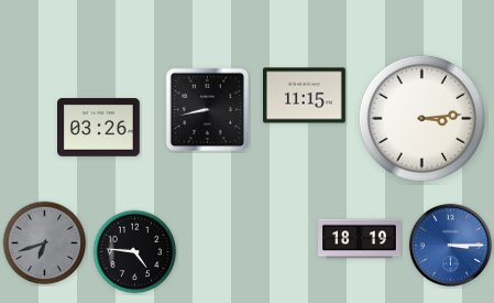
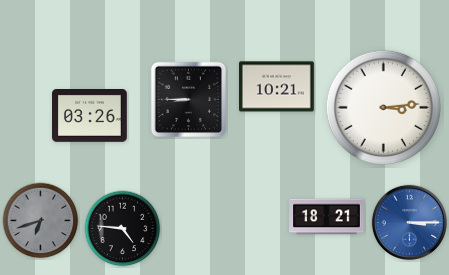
clock at (305, 96): 11:15 -> 10:21
clock at (208, 110): 8:43 -> 8:45
clock at (360, 239): 18:19 -> 18:21
